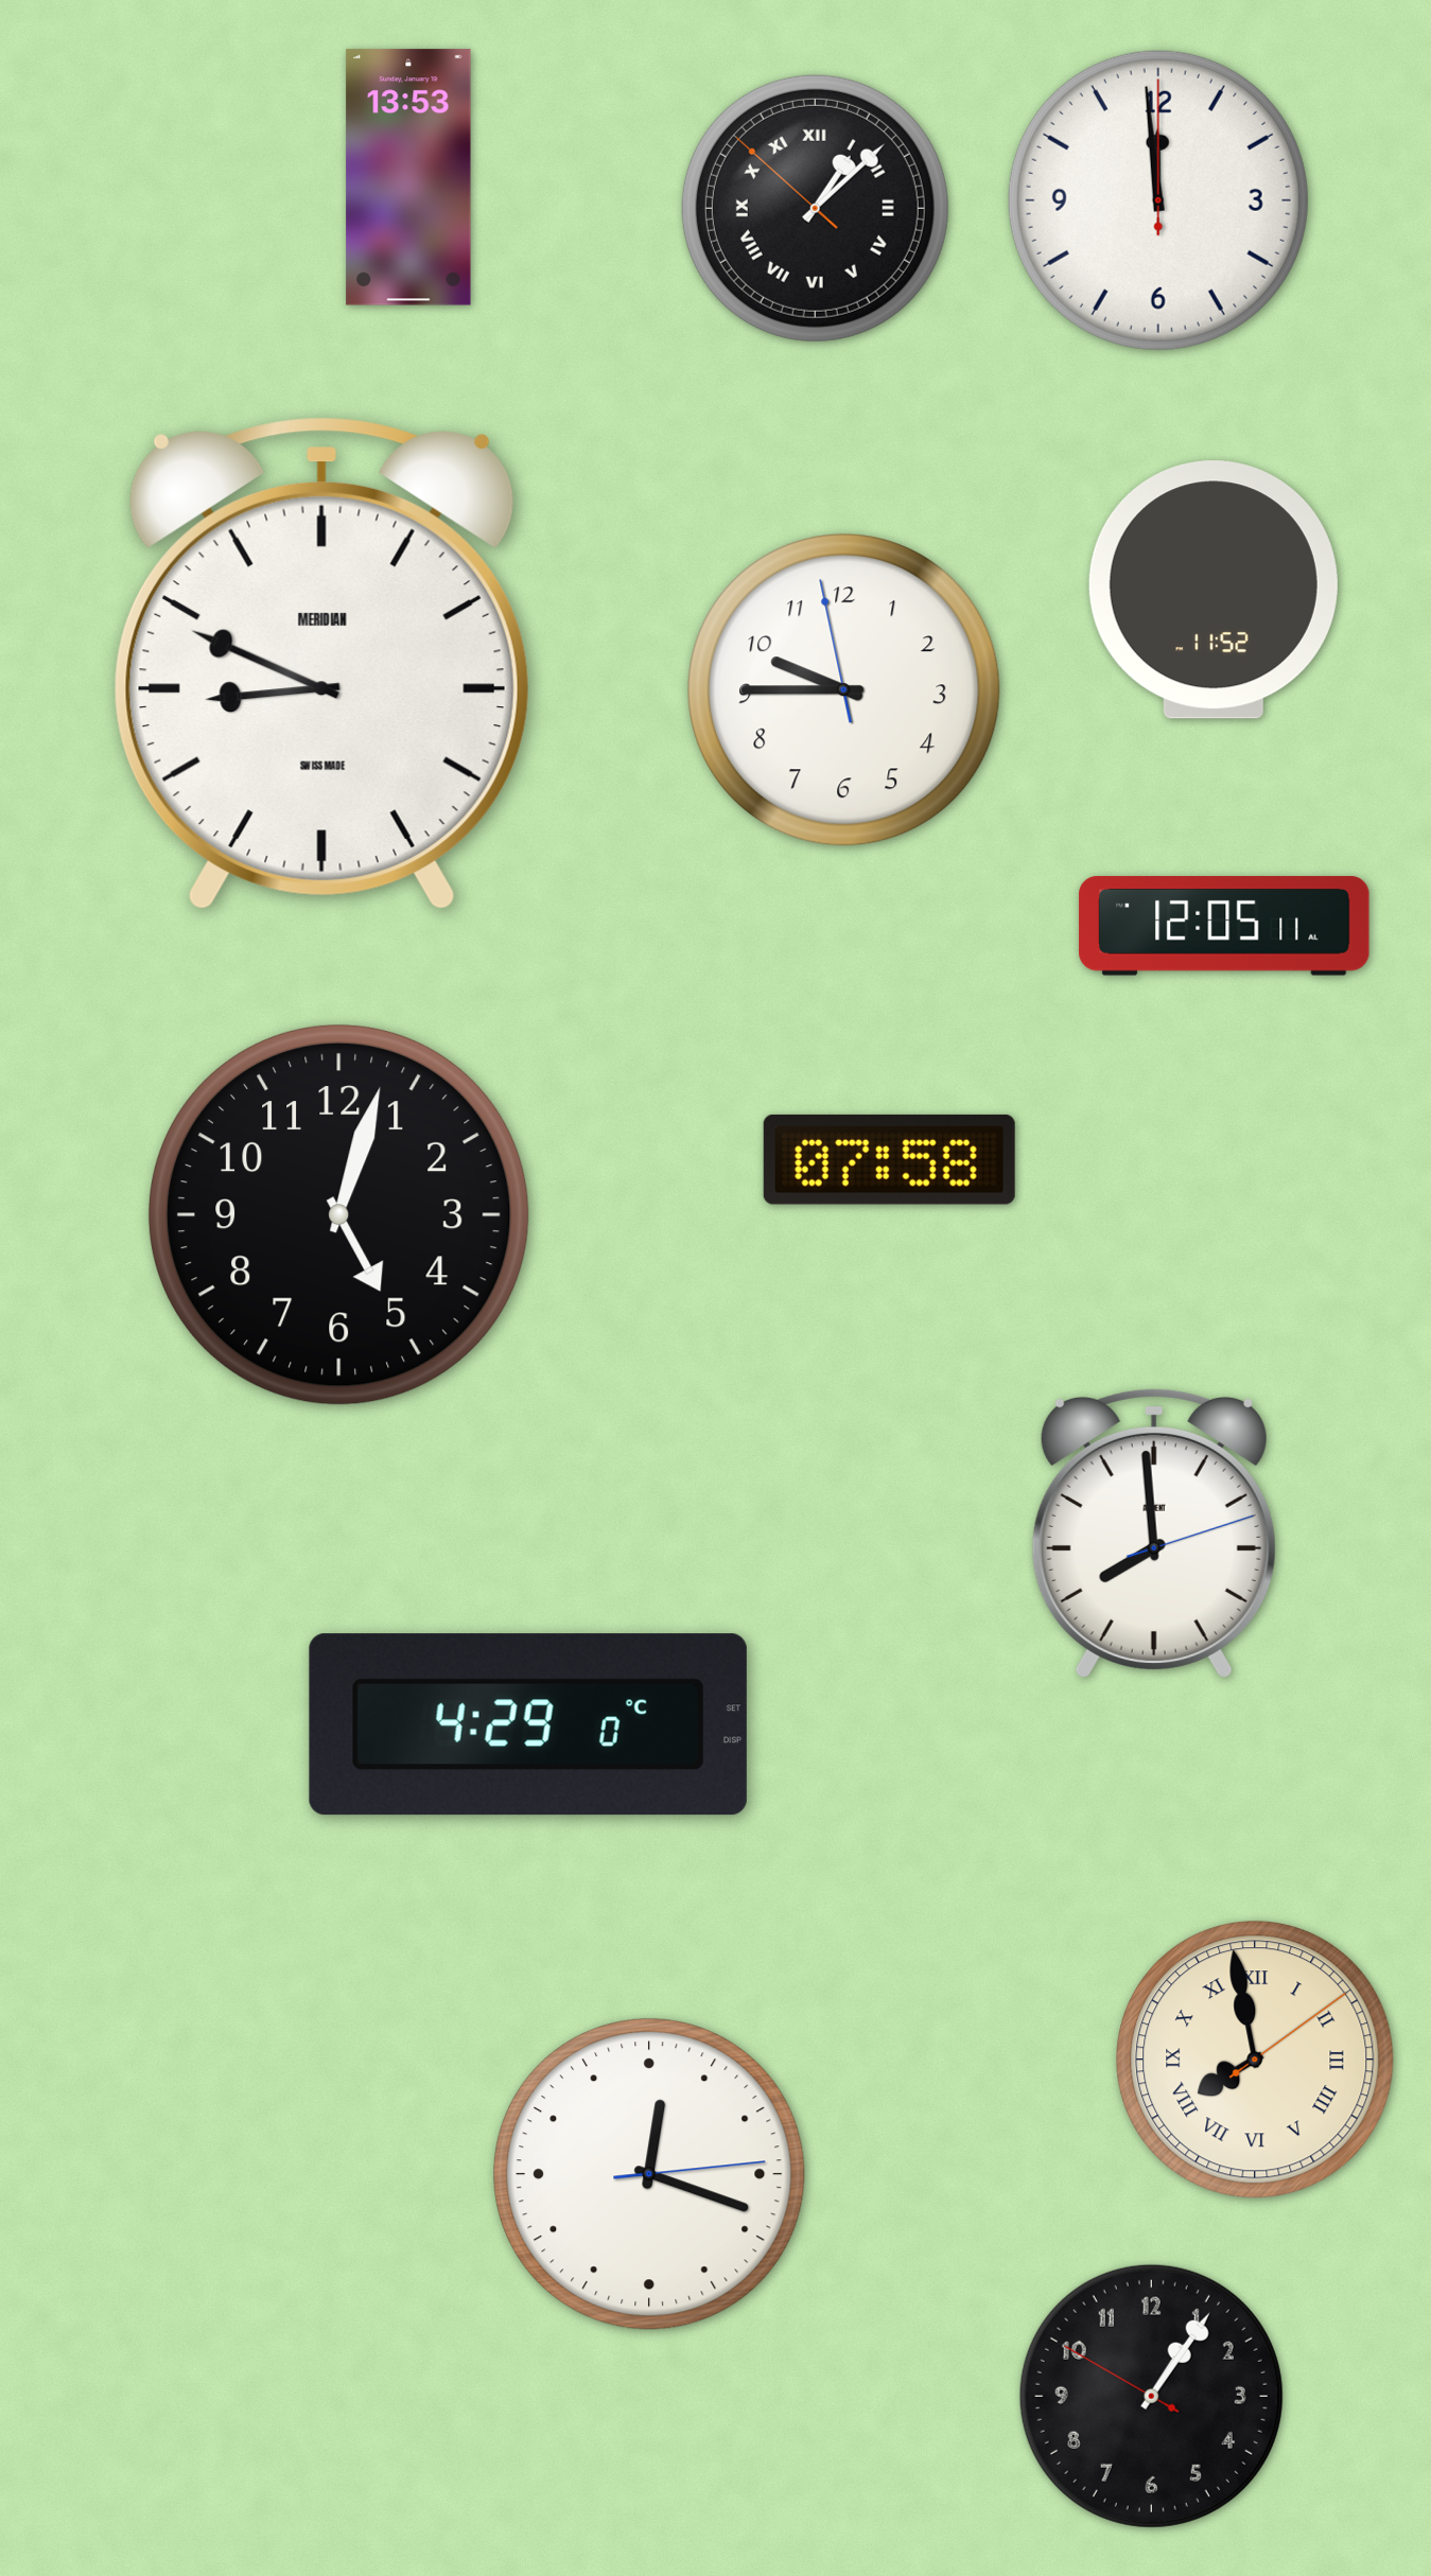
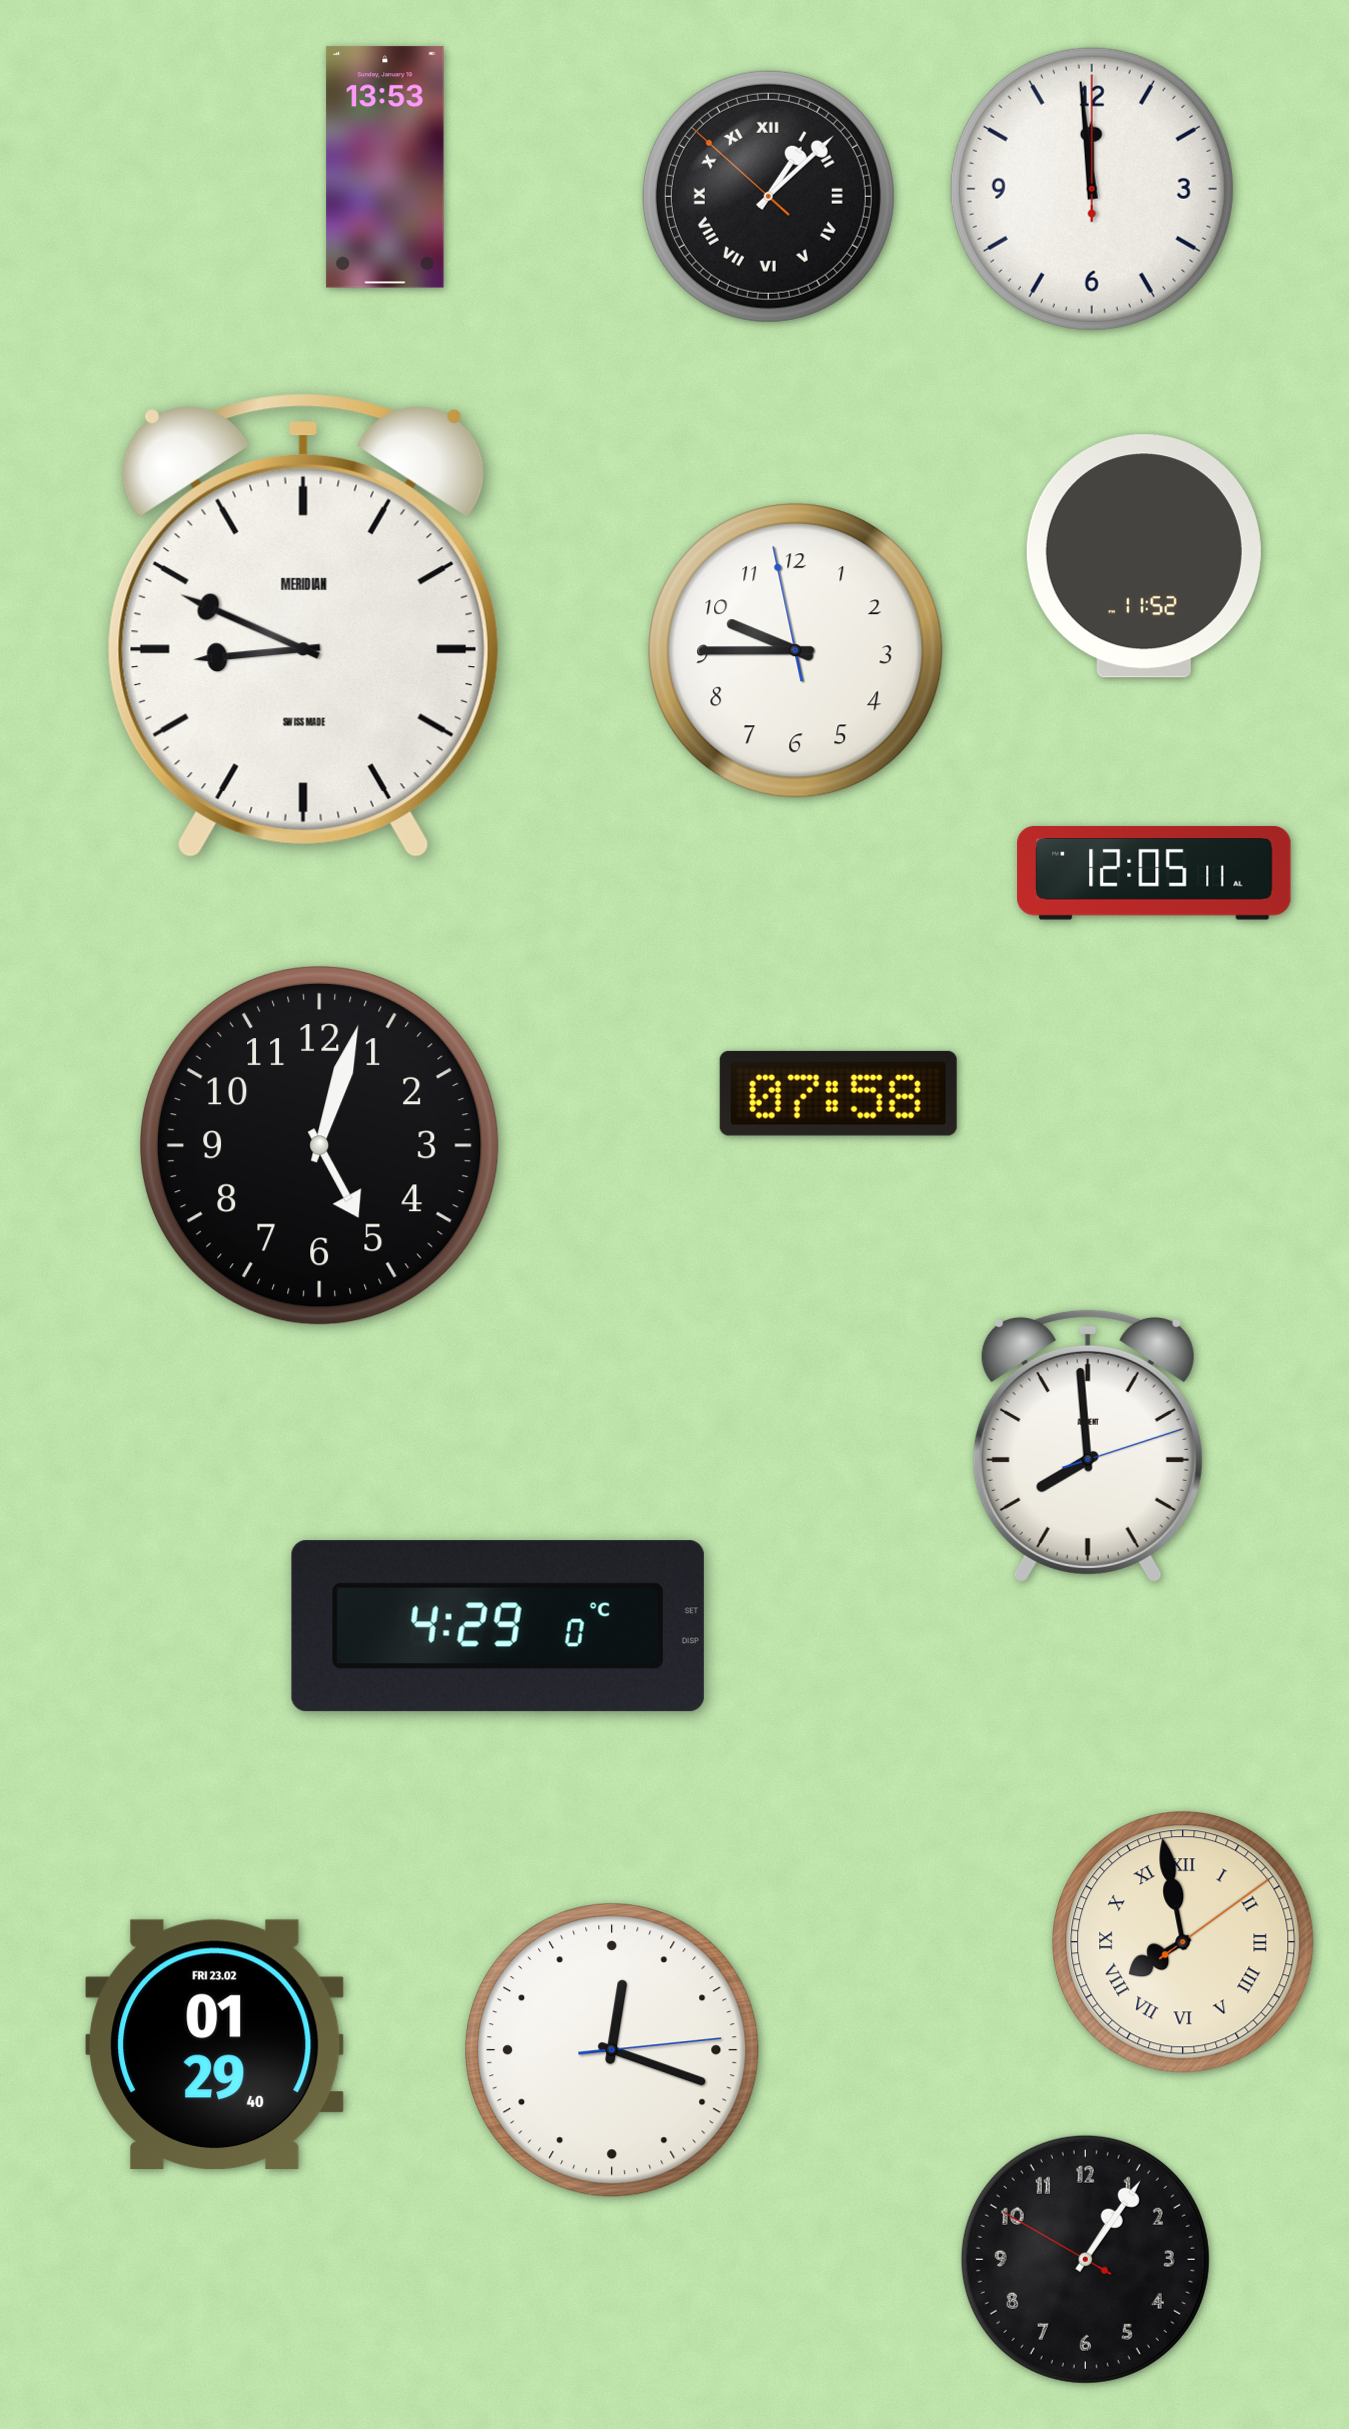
clock at (215, 2044): none -> 01:29
